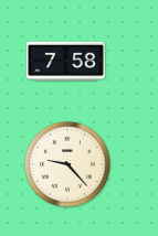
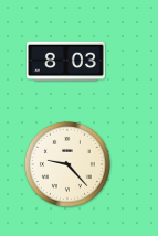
clock at (65, 62): 7:58 -> 8:03
